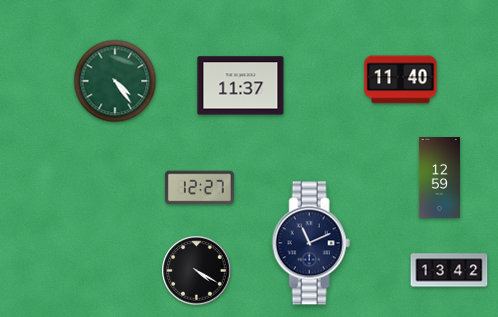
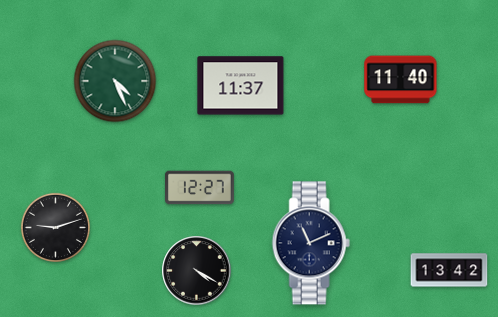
clock at (115, 81): 4:24 -> 4:26
clock at (439, 178): 12:59 -> none
clock at (55, 227): none -> 9:12
